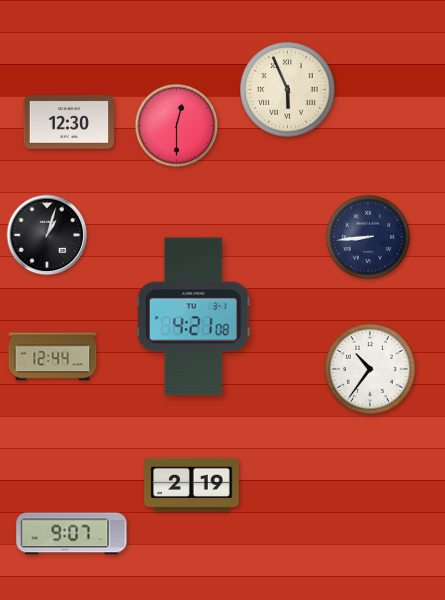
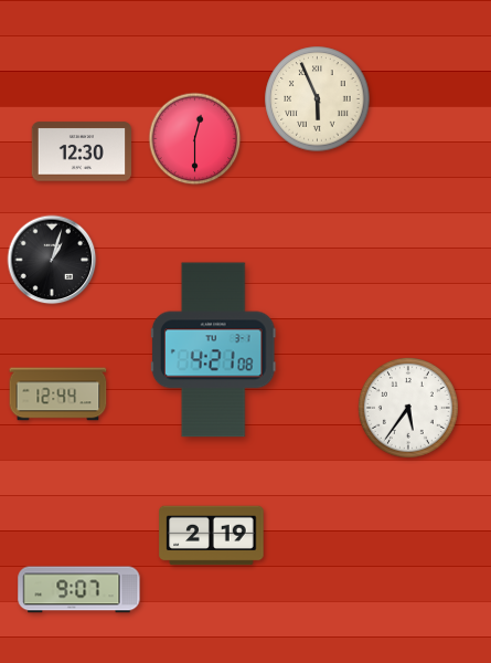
clock at (69, 122) position: (69, 122) -> (82, 151)
clock at (368, 237): 8:44 -> none
clock at (370, 369): 10:36 -> 5:36
